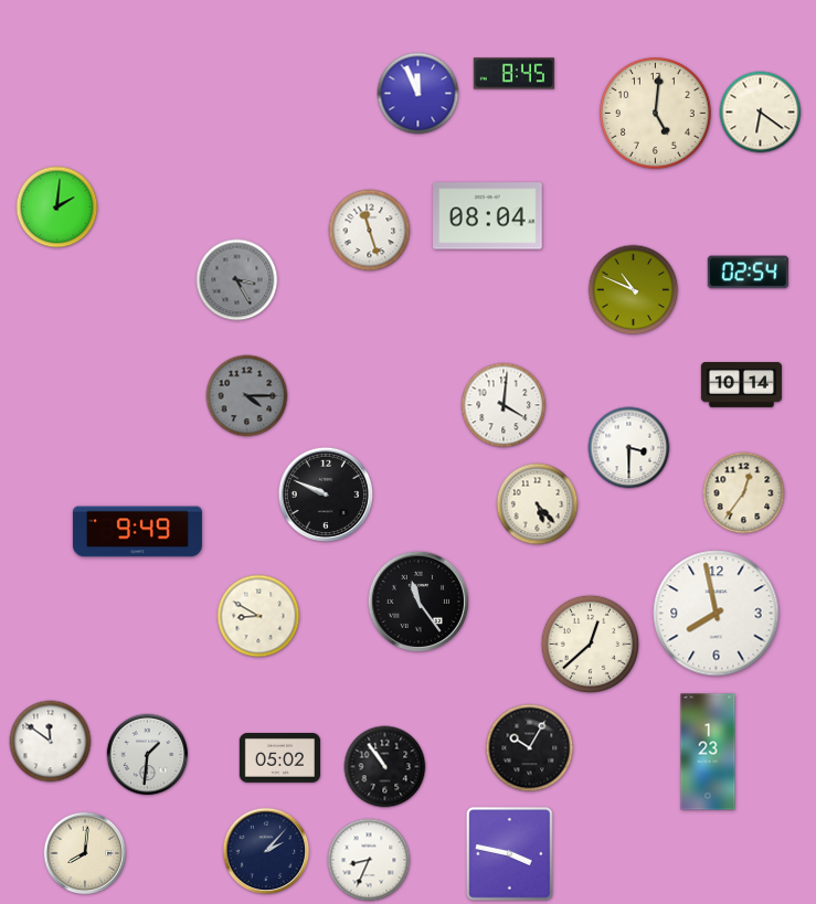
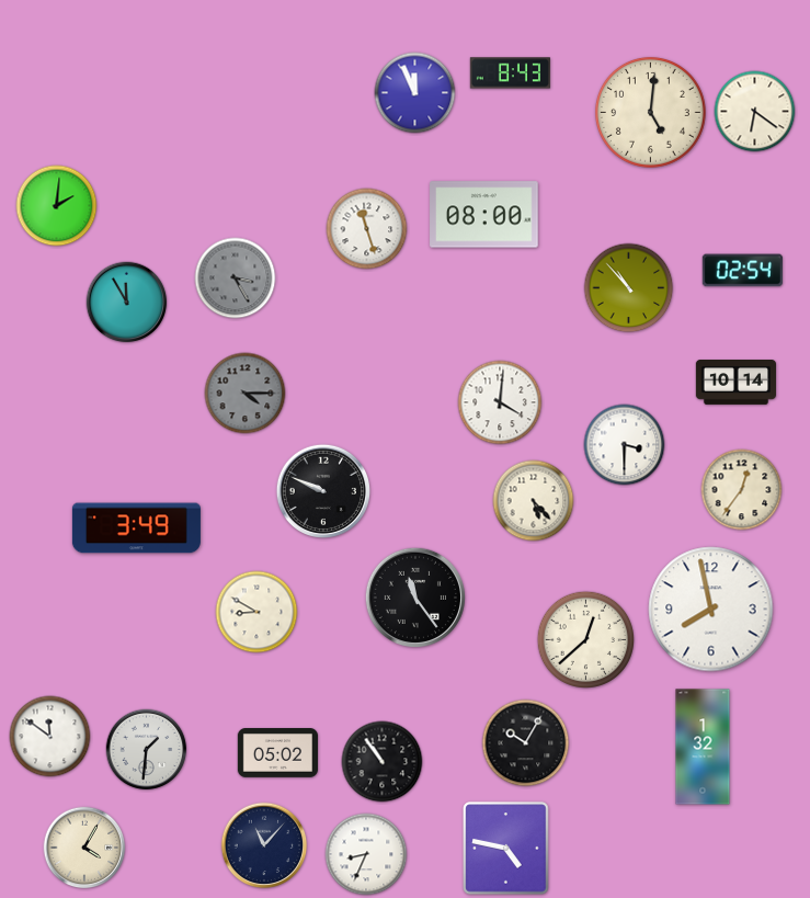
clock at (513, 74): 8:45 -> 8:43
clock at (488, 216): 08:04 -> 08:00
clock at (634, 290): 10:49 -> 10:53
clock at (127, 303): none -> 11:55
clock at (744, 493) position: (744, 493) -> (742, 490)
clock at (137, 532): 9:49 -> 3:49
clock at (708, 752): 1:23 -> 1:32
clock at (266, 851): 2:07 -> 11:07
clock at (85, 853): 8:01 -> 4:05
clock at (510, 854): 3:47 -> 4:47
